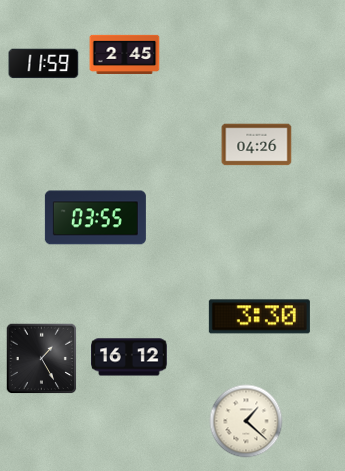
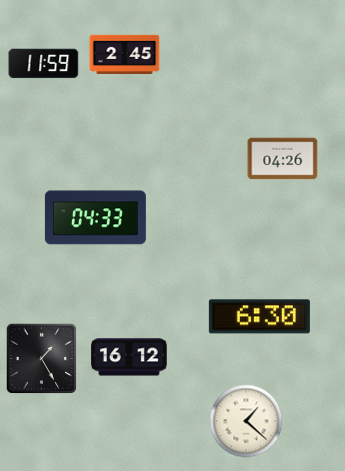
clock at (257, 145) position: (257, 145) -> (283, 159)
clock at (95, 218): 03:55 -> 04:33
clock at (259, 317): 3:30 -> 6:30
